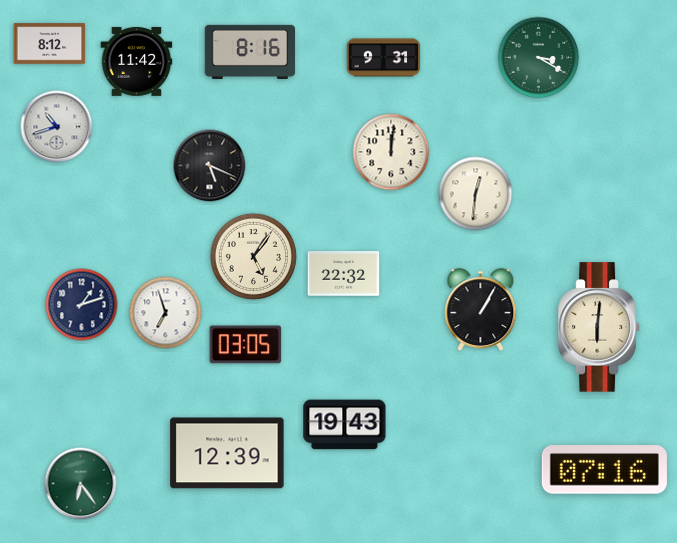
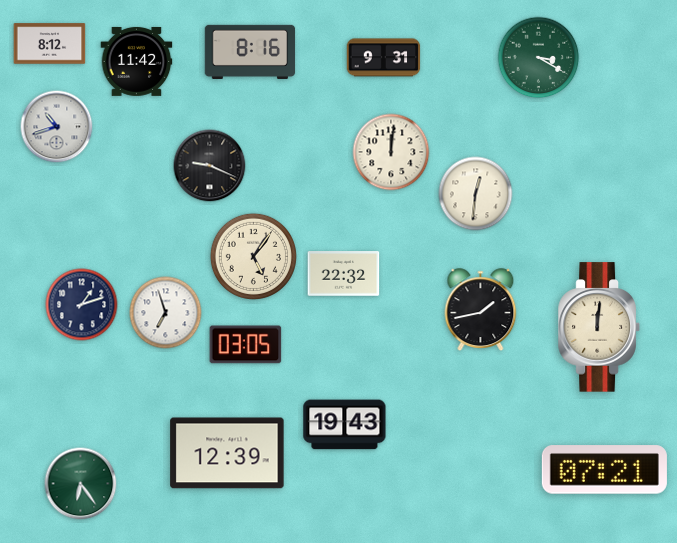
clock at (210, 166): 5:19 -> 9:19
clock at (481, 309): 1:05 -> 1:43
clock at (599, 327): 6:01 -> 12:01
clock at (604, 470): 07:16 -> 07:21
